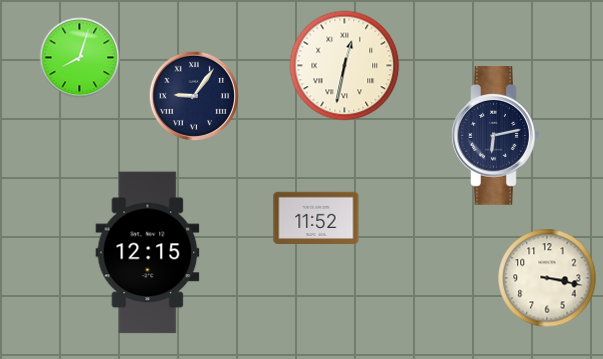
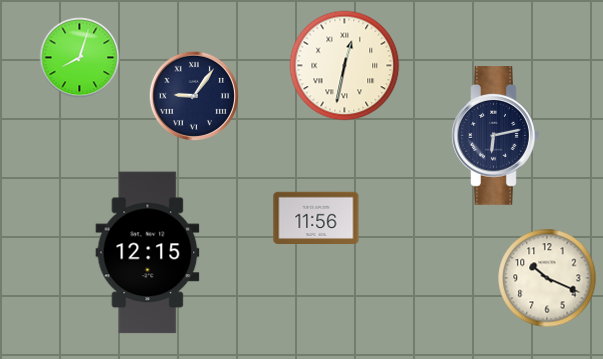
clock at (316, 217): 11:52 -> 11:56
clock at (547, 278): 3:17 -> 10:19
